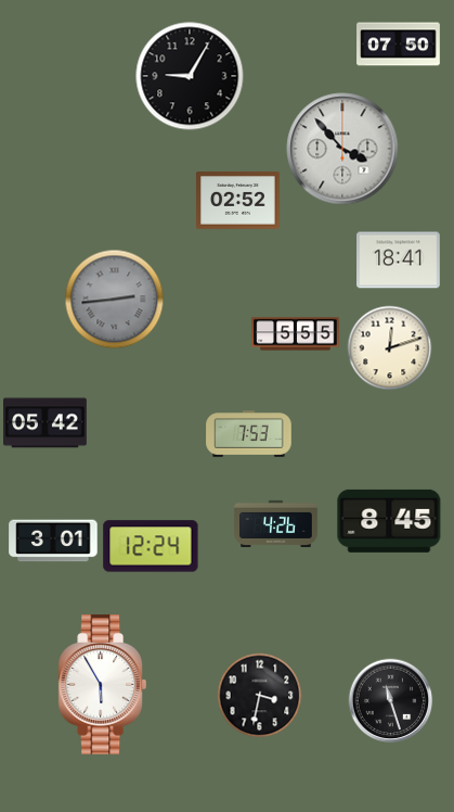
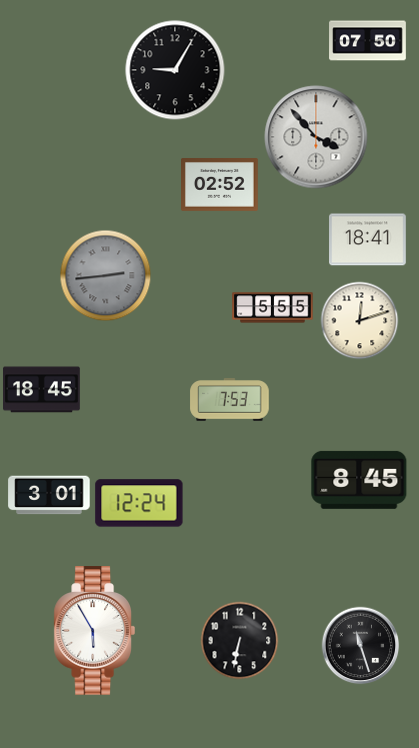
clock at (46, 423): 05:42 -> 18:45
clock at (276, 523): 4:26 -> none
clock at (53, 541) position: (53, 541) -> (49, 495)
clock at (259, 695): 3:32 -> 6:32
